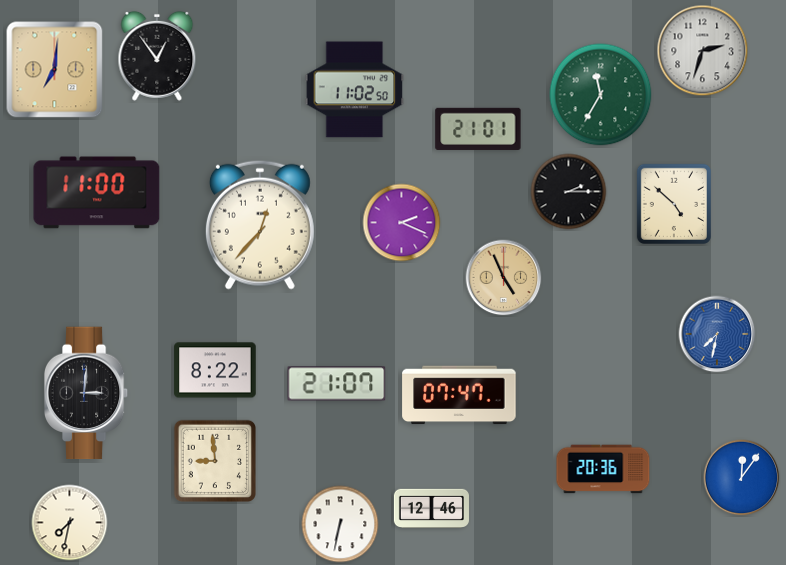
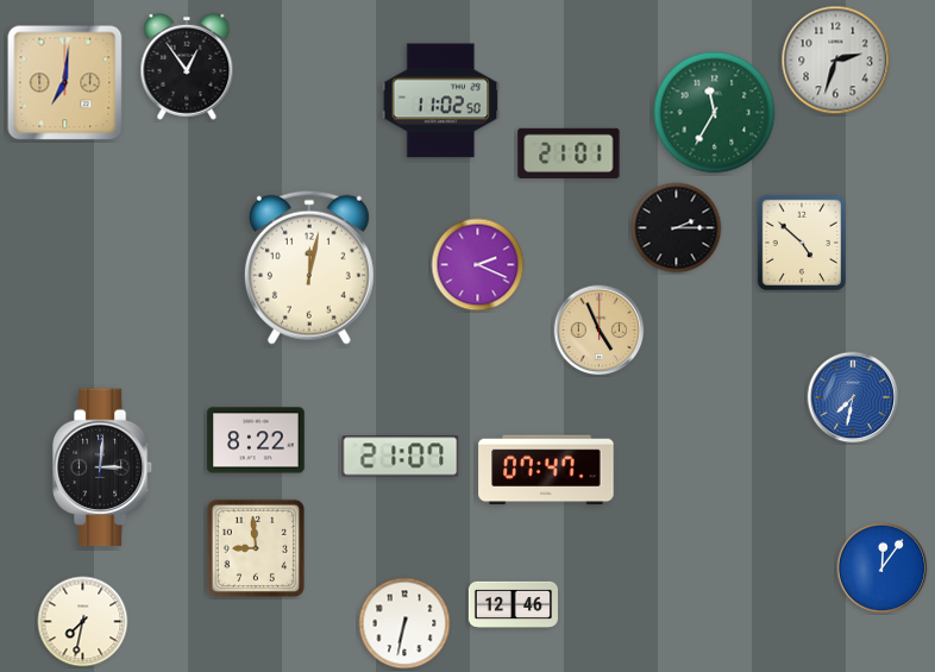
clock at (355, 90) position: (355, 90) -> (441, 101)
clock at (97, 193): 11:00 -> none
clock at (260, 225): 12:37 -> 12:02
clock at (603, 469): 20:36 -> none
